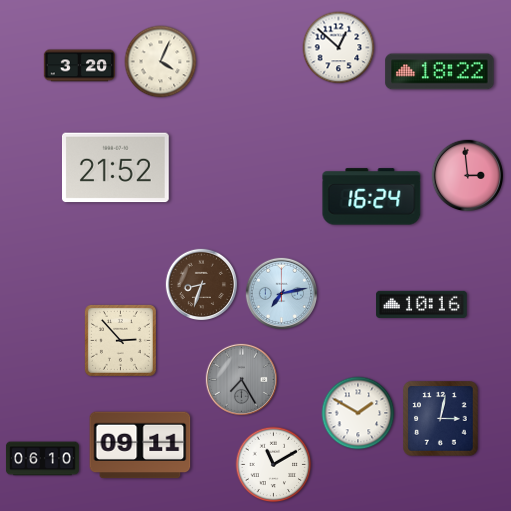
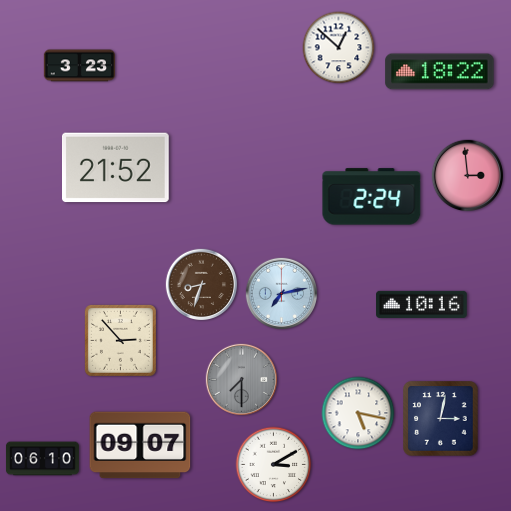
clock at (161, 62): 4:04 -> none
clock at (79, 66): 3:20 -> 3:23
clock at (372, 197): 16:24 -> 2:24
clock at (242, 380): 7:25 -> 7:30
clock at (358, 413): 1:50 -> 5:17
clock at (140, 445): 09:11 -> 09:07
clock at (274, 465): 11:10 -> 3:10
